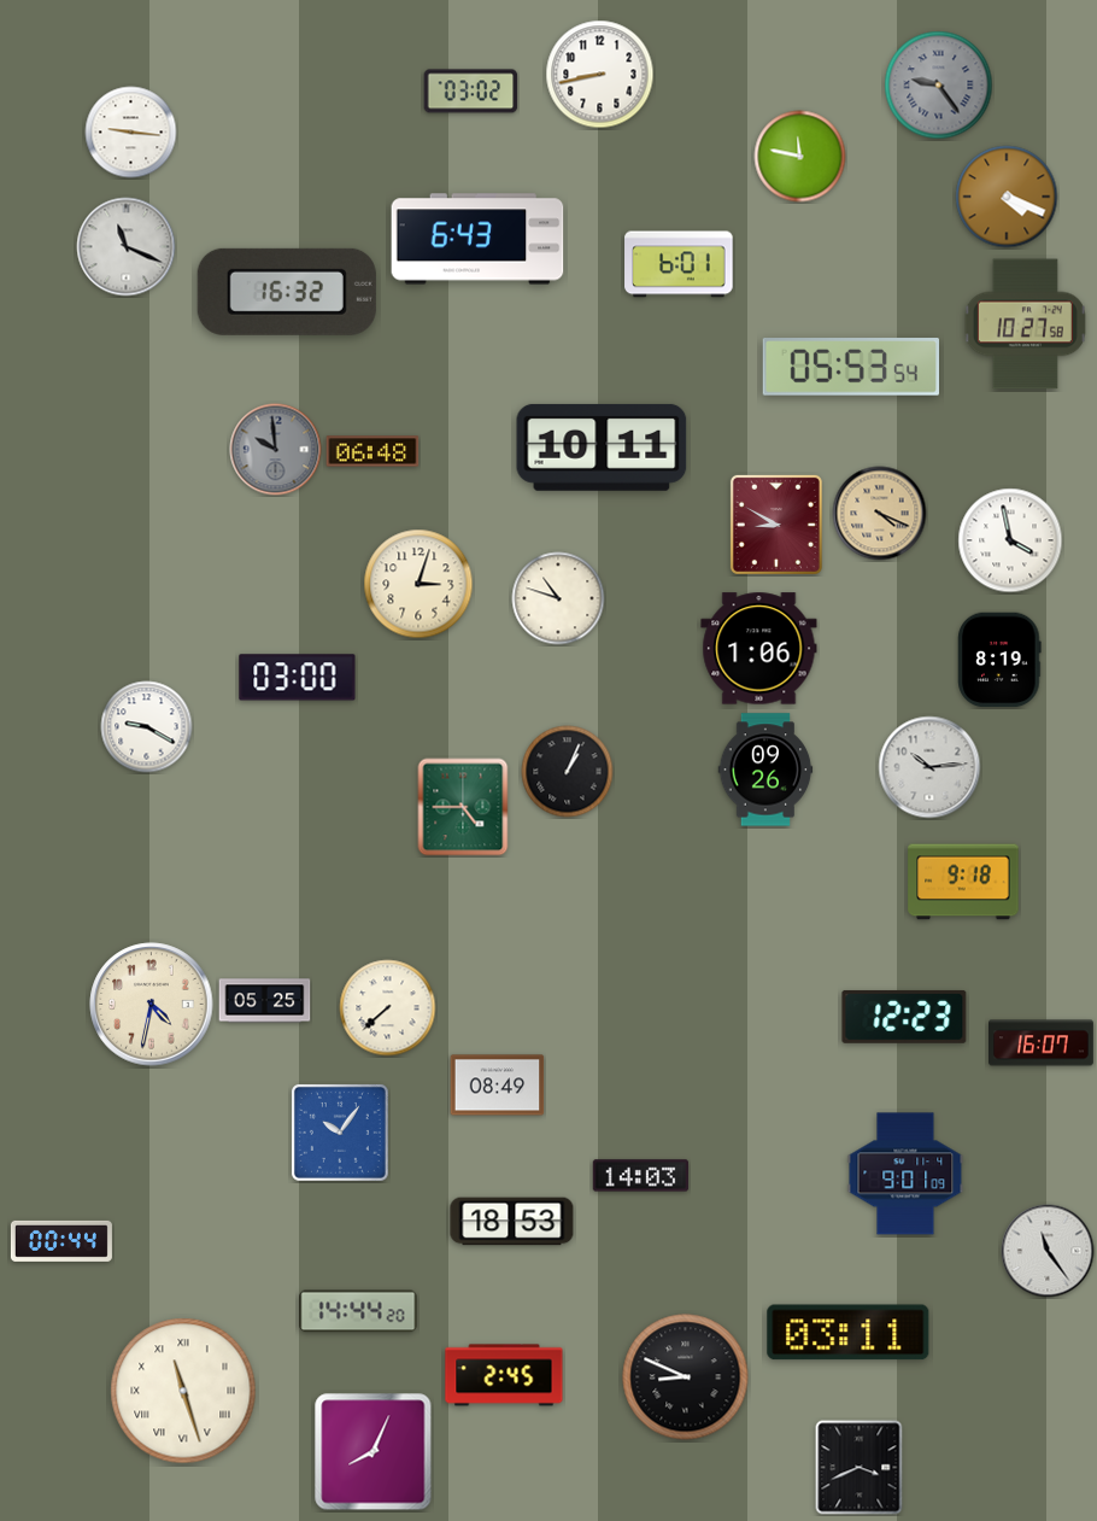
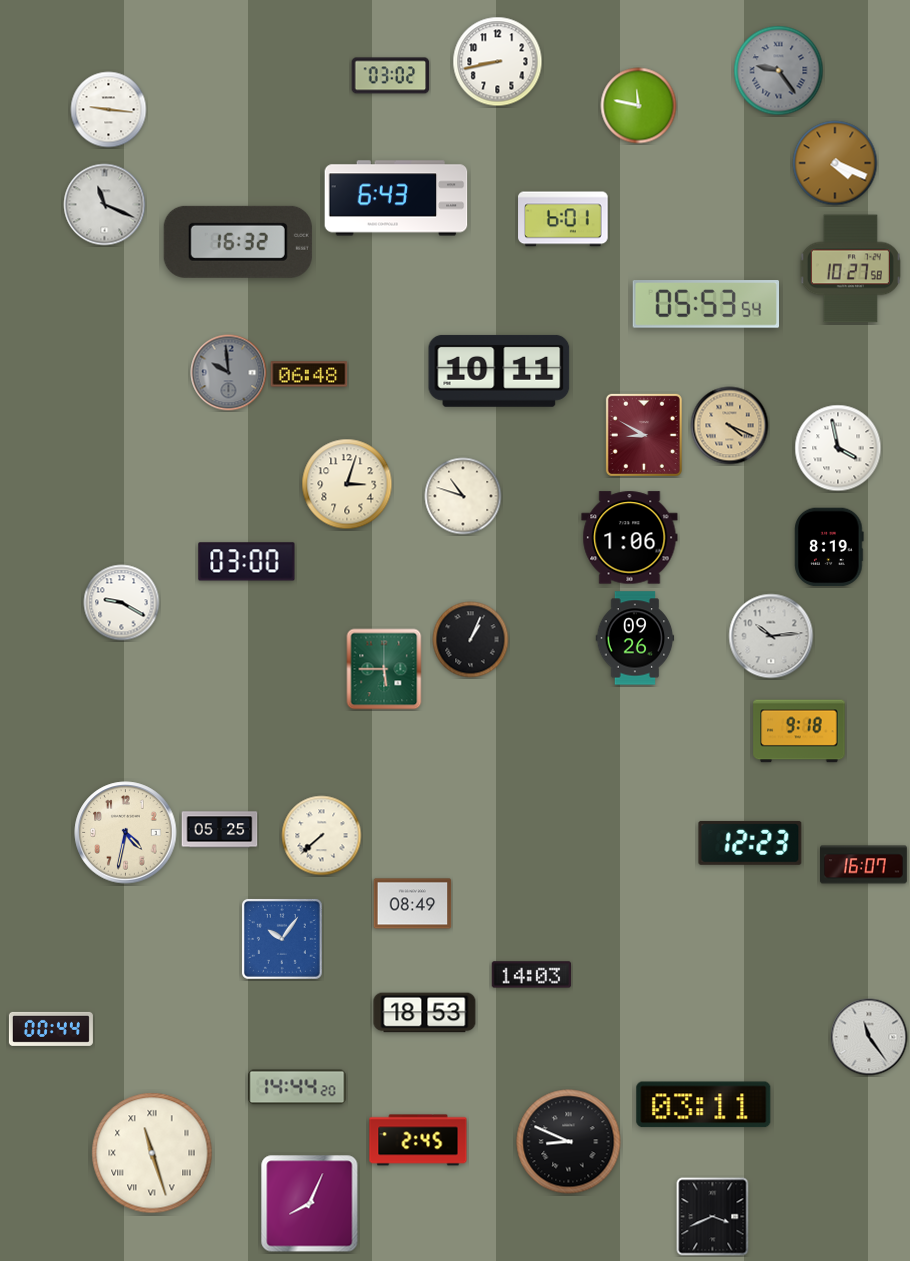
clock at (800, 157) position: (800, 157) -> (639, 106)
clock at (463, 807): 4:45 -> 5:45
clock at (498, 1086) position: (498, 1086) -> (413, 904)
clock at (905, 1174): 9:01 -> none
